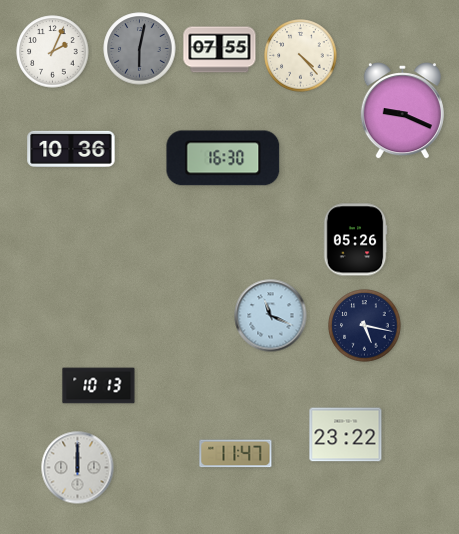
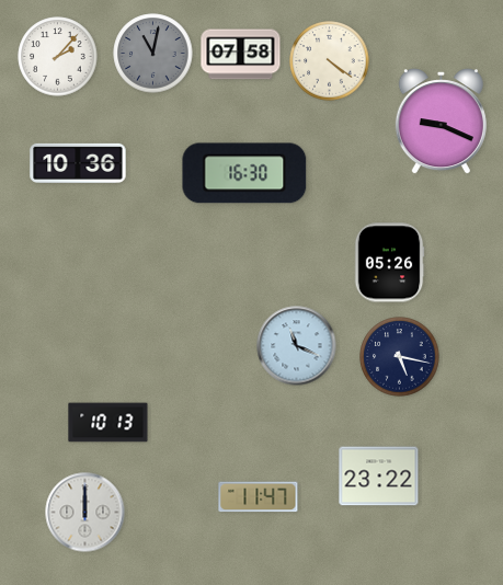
clock at (140, 49): 6:02 -> 11:02
clock at (220, 50): 07:55 -> 07:58
clock at (53, 52): 2:04 -> 2:07
clock at (301, 56): 4:23 -> 4:21
